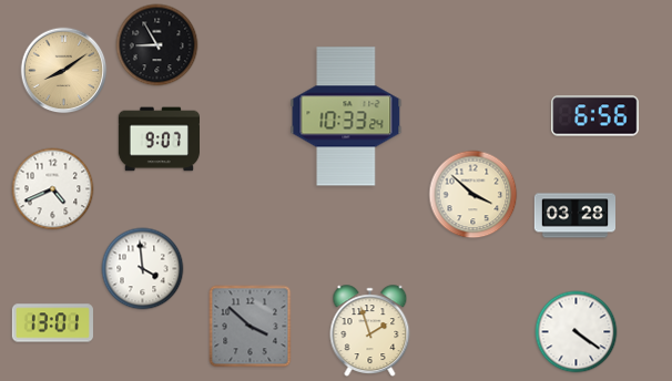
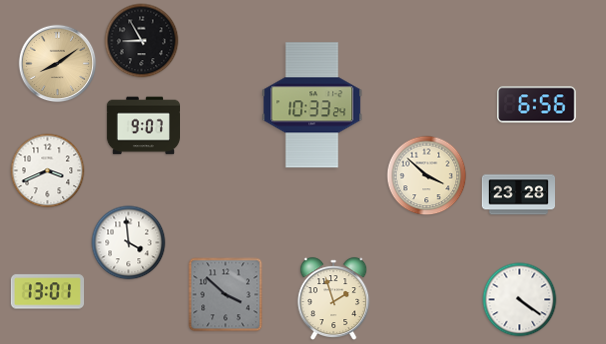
clock at (53, 189): 4:41 -> 3:41
clock at (574, 216): 03:28 -> 23:28
